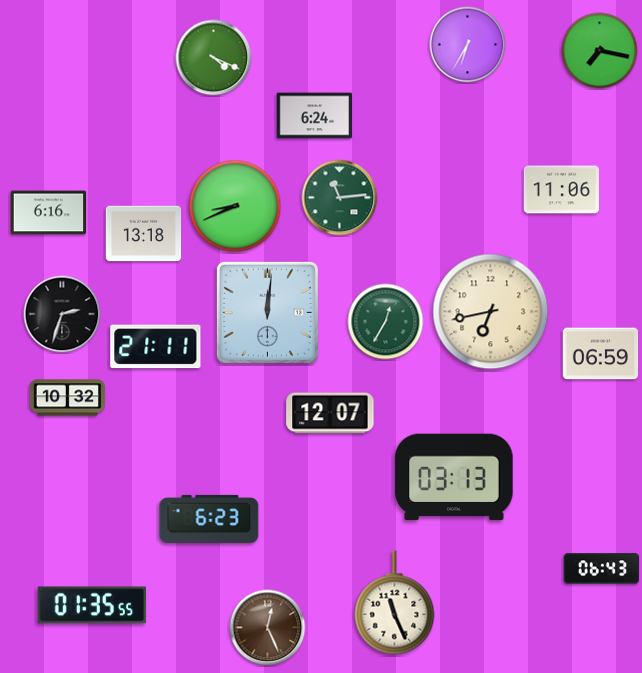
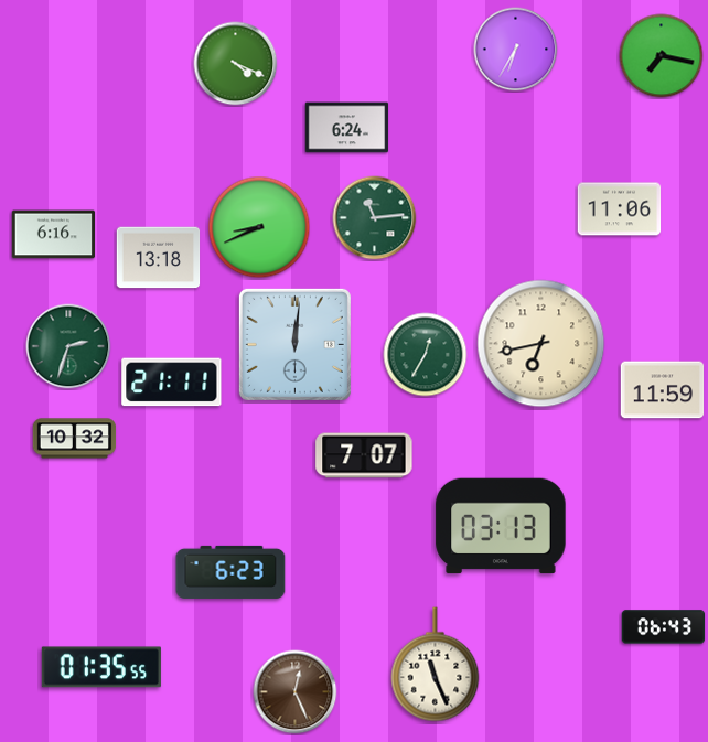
clock at (62, 314) dial: black -> green
clock at (601, 354): 06:59 -> 11:59
clock at (330, 413): 12:07 -> 7:07
